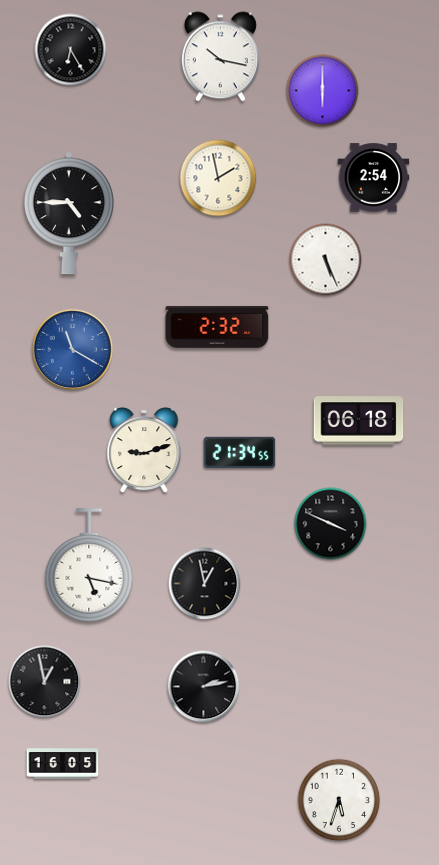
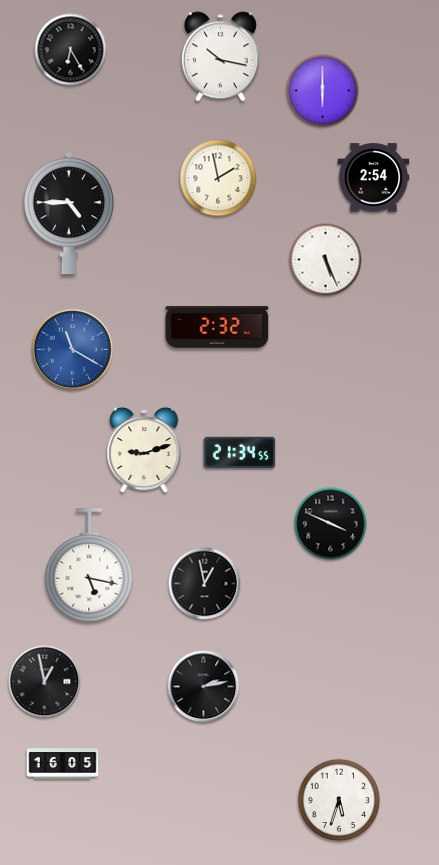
clock at (359, 421): 06:18 -> none
